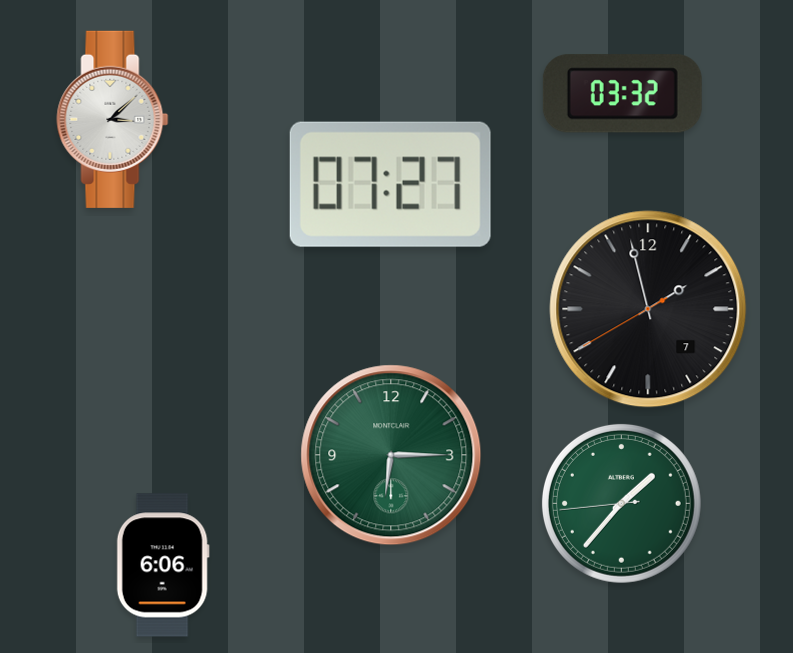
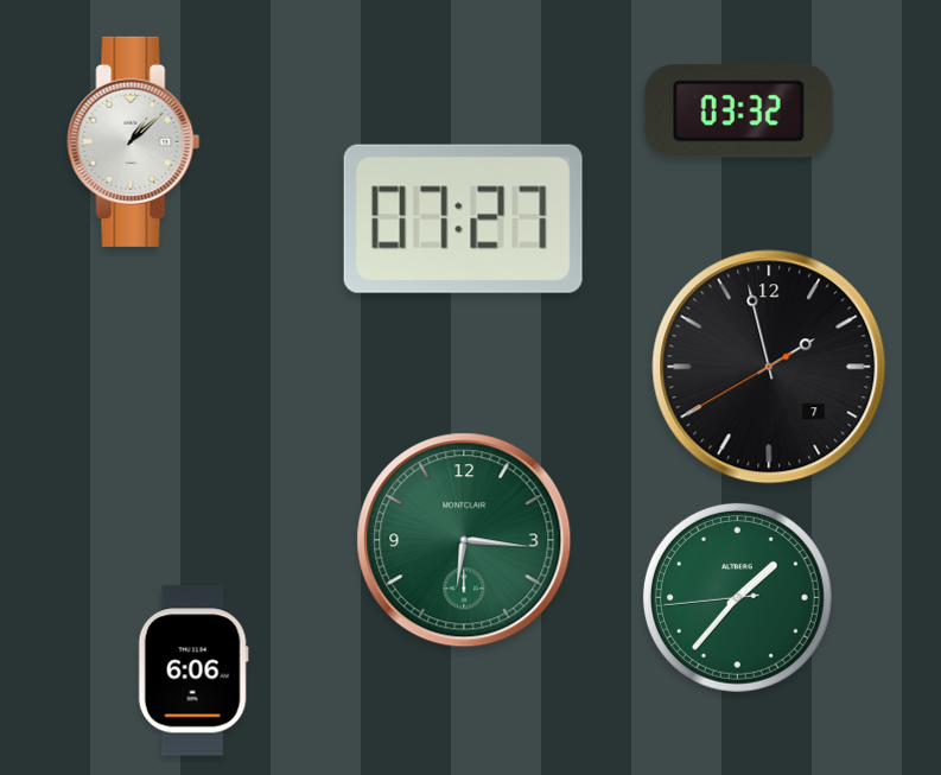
clock at (113, 119): 3:08 -> 1:08
clock at (391, 455): 6:15 -> 6:16
